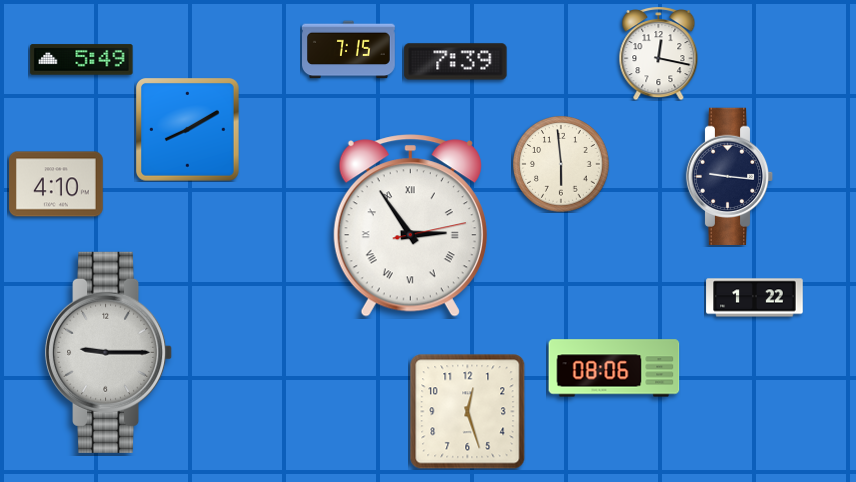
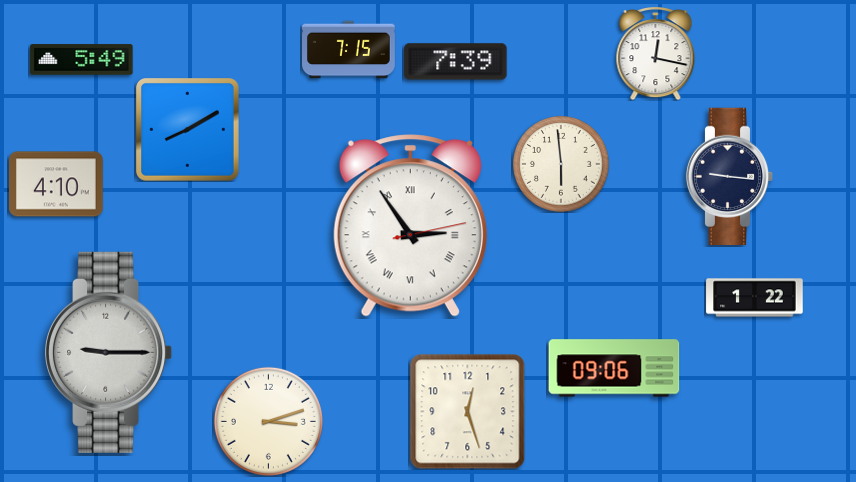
clock at (659, 54) position: (659, 54) -> (656, 54)
clock at (614, 368): 08:06 -> 09:06
clock at (268, 421): none -> 3:12
